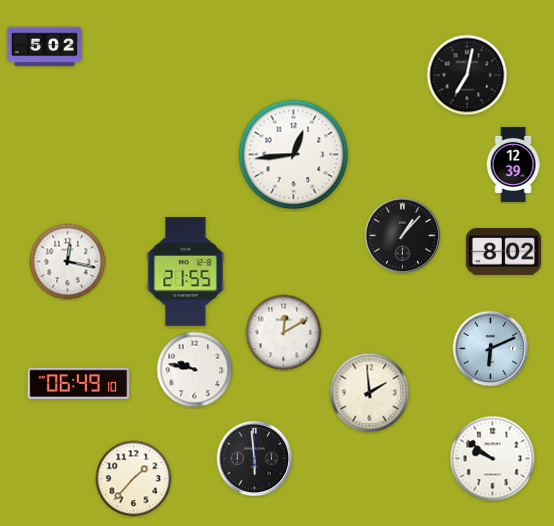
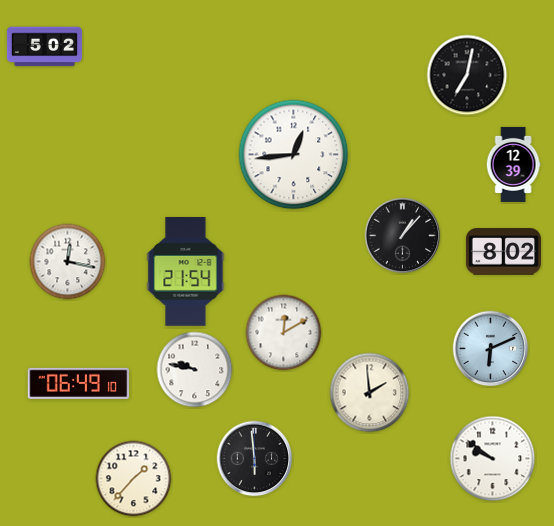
clock at (186, 272): 21:55 -> 21:54
